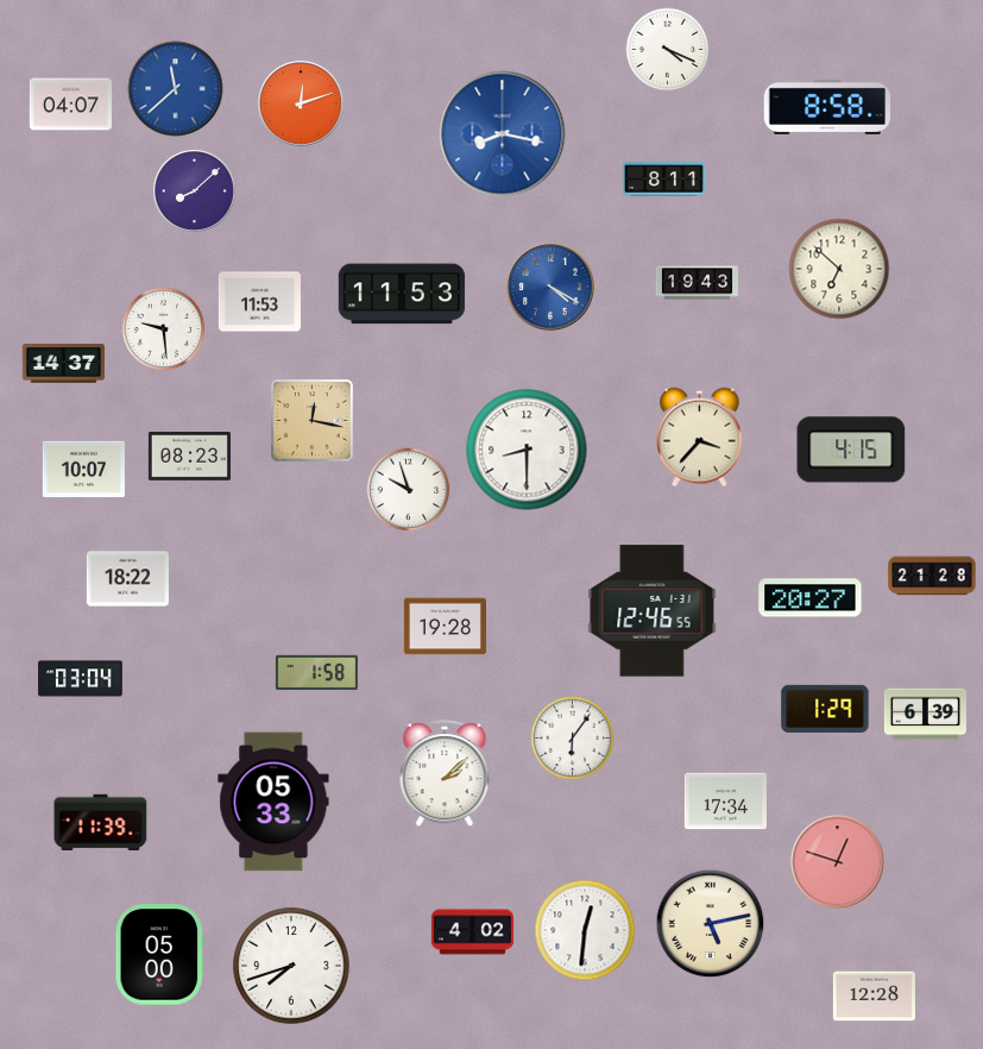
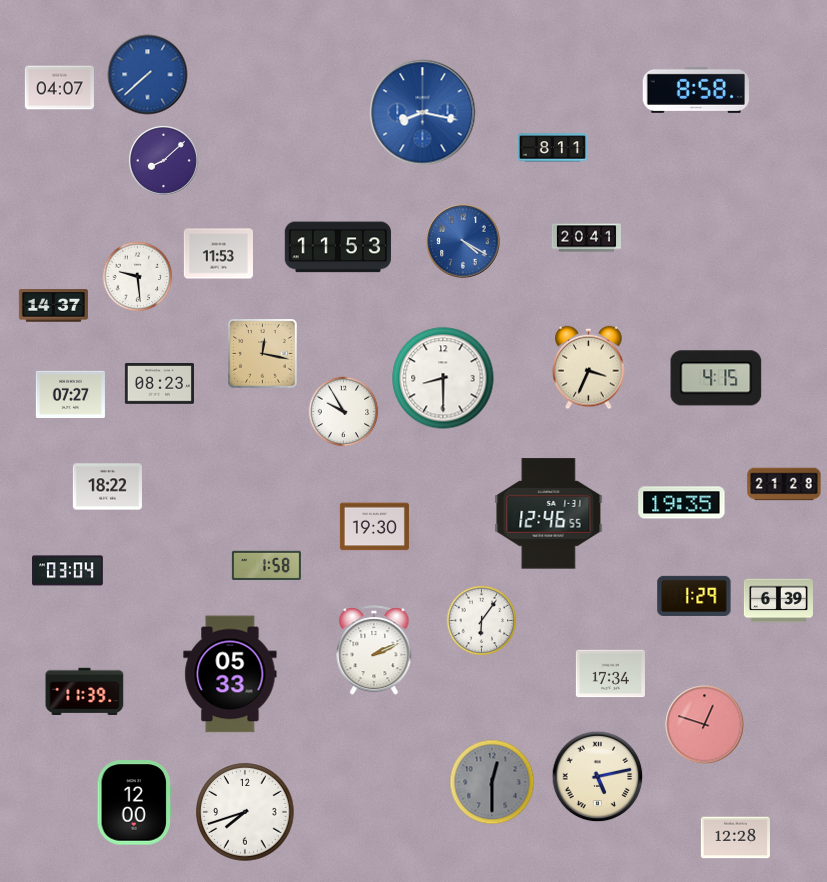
clock at (668, 50): 4:19 -> none
clock at (176, 89): 11:38 -> 7:38
clock at (301, 103): 12:12 -> none
clock at (663, 180) position: (663, 180) -> (552, 148)
clock at (839, 269): 6:52 -> none
clock at (697, 283): 19:43 -> 20:41
clock at (700, 438): 3:37 -> 3:34
clock at (83, 469): 10:07 -> 07:27
clock at (409, 490): 9:57 -> 9:55
clock at (811, 598): 20:27 -> 19:35
clock at (445, 627): 19:28 -> 19:30
clock at (445, 774): 2:08 -> 2:11
clock at (585, 930): 12:31 -> 12:30
clock at (585, 930) dial: white -> grey
clock at (472, 932): 4:02 -> none
clock at (159, 955): 05:00 -> 12:00
